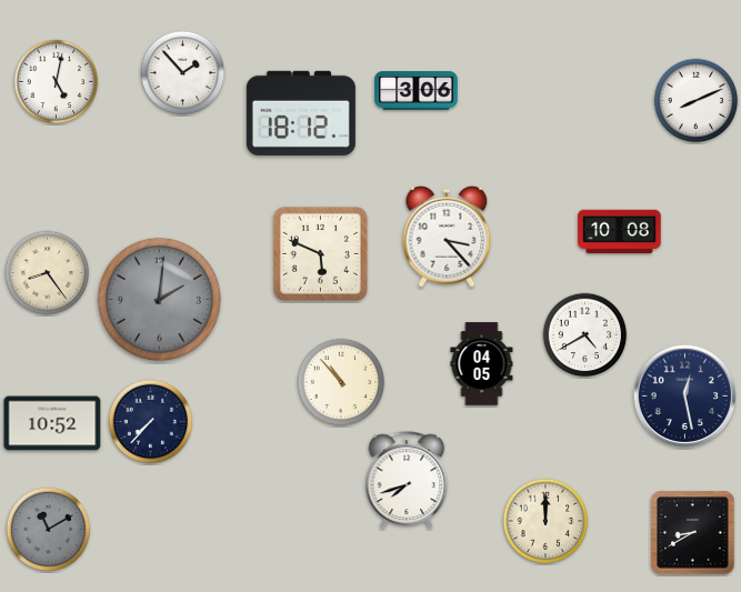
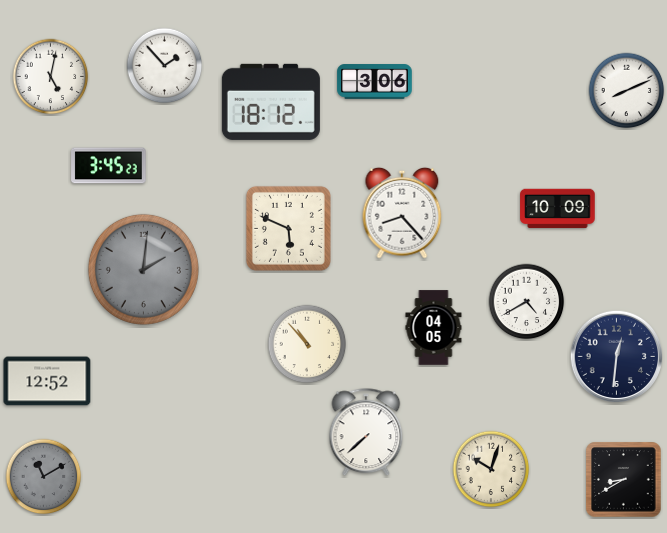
clock at (57, 82) position: (57, 82) -> (51, 77)
clock at (109, 166): none -> 3:45
clock at (620, 232): 10:08 -> 10:09
clock at (447, 237): 3:23 -> 8:23
clock at (48, 273): 8:24 -> none
clock at (685, 397): 12:28 -> 12:31
clock at (151, 422): 7:37 -> none
clock at (52, 423): 10:52 -> 12:52
clock at (407, 481): 7:42 -> 7:38
clock at (545, 521): 12:00 -> 10:03
